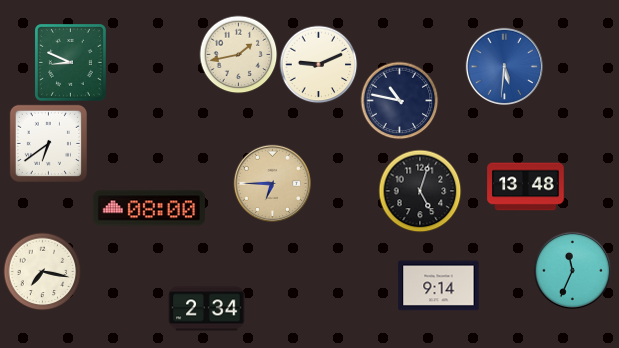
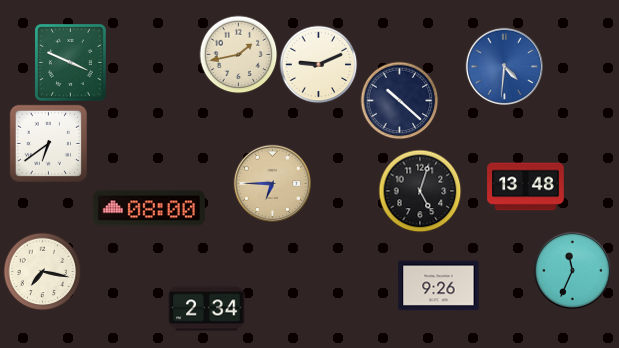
clock at (70, 63): 8:49 -> 3:49
clock at (504, 66): 5:31 -> 4:31
clock at (399, 100): 10:47 -> 10:22
clock at (439, 286): 9:14 -> 9:26
